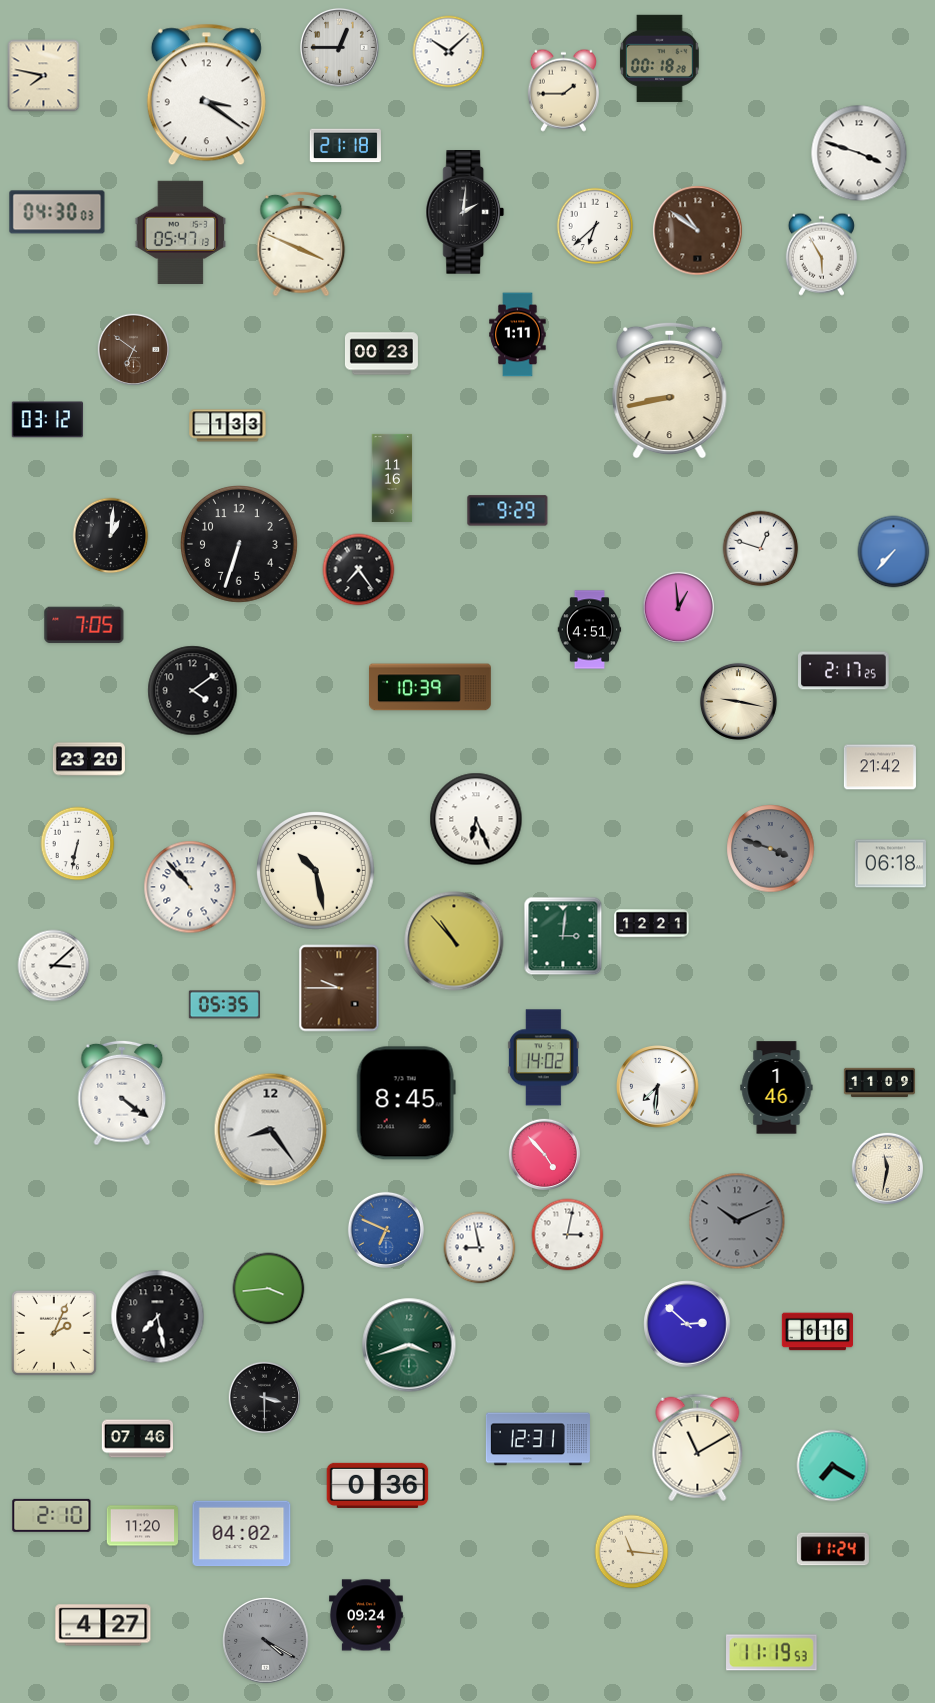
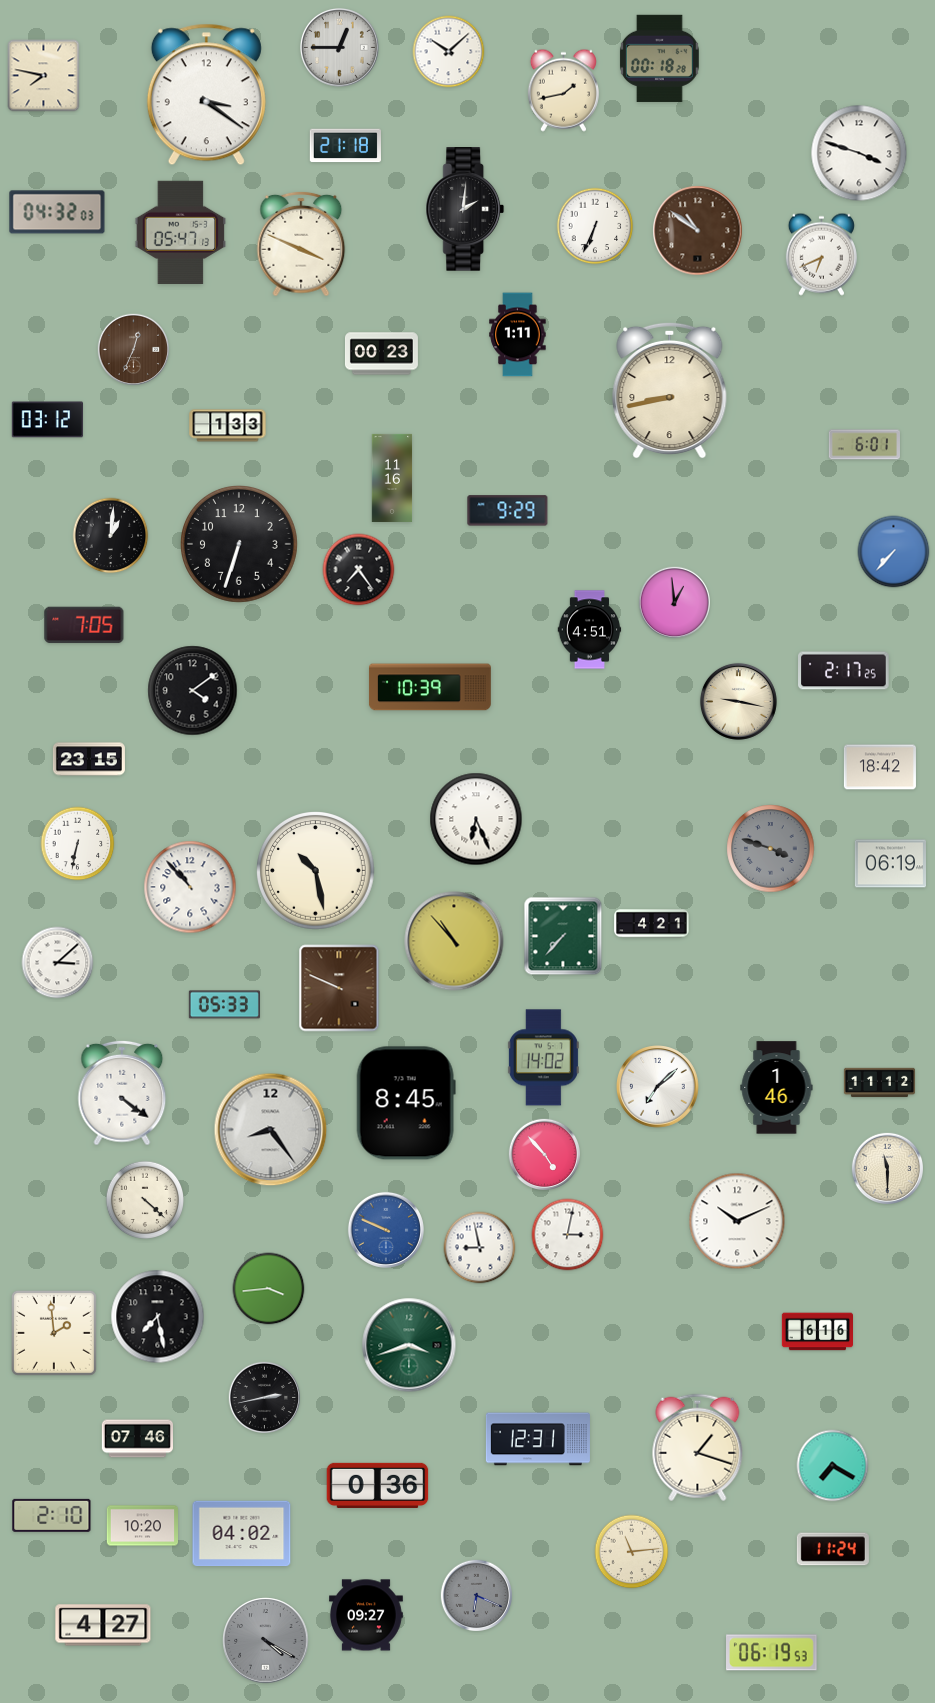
clock at (563, 90): 1:45 -> 1:43
clock at (57, 212): 04:30 -> 04:32
clock at (465, 212) position: (465, 212) -> (465, 209)
clock at (595, 226): 6:38 -> 6:34
clock at (821, 254): 5:55 -> 6:41
clock at (133, 349): 6:51 -> 12:34
clock at (864, 445): none -> 6:01
clock at (761, 549): 12:48 -> none
clock at (678, 607) position: (678, 607) -> (674, 602)
clock at (89, 759): 23:20 -> 23:15
clock at (880, 767): 21:42 -> 18:42
clock at (890, 864): 06:18 -> 06:19
clock at (652, 924): 12:21 -> 4:21
clock at (563, 936): 3:01 -> 7:37
clock at (54, 966) position: (54, 966) -> (58, 963)
clock at (339, 988): 9:45 -> 9:49
clock at (224, 1005): 05:35 -> 05:33
clock at (880, 1083): 11:09 -> 11:12
clock at (658, 1087): 7:31 -> 7:08
clock at (887, 1168): 11:32 -> 11:30
clock at (145, 1200): none -> 4:22
clock at (737, 1221) dial: grey -> white
clock at (386, 1230): 6:49 -> 9:49
clock at (687, 1324): 2:52 -> none
clock at (54, 1333): 2:04 -> 1:59
clock at (264, 1397): 3:30 -> 2:43
clock at (698, 1448): 11:10 -> 1:18
clock at (142, 1526): 11:20 -> 10:20
clock at (632, 1552): 11:16 -> 11:14
clock at (476, 1595): none -> 6:19
clock at (367, 1615): 09:24 -> 09:27
clock at (772, 1653): 11:19 -> 06:19
